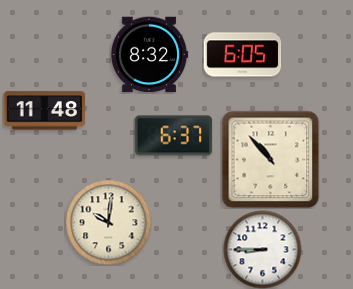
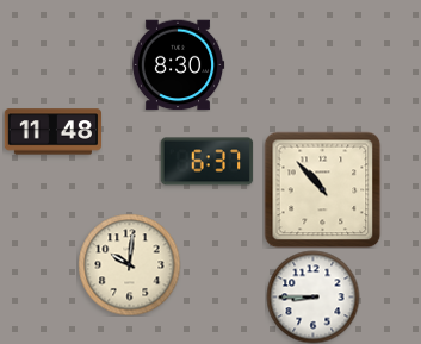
clock at (149, 55): 8:32 -> 8:30
clock at (242, 55): 6:05 -> none
